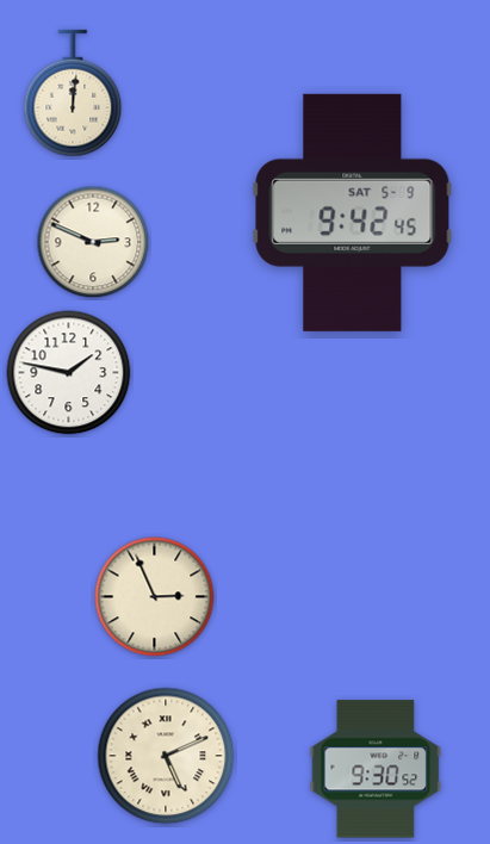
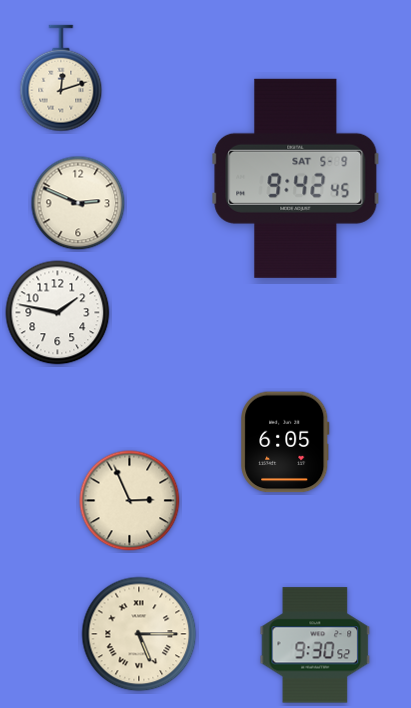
clock at (73, 93): 12:01 -> 12:12
clock at (285, 442): none -> 6:05
clock at (166, 756): 5:11 -> 5:15
